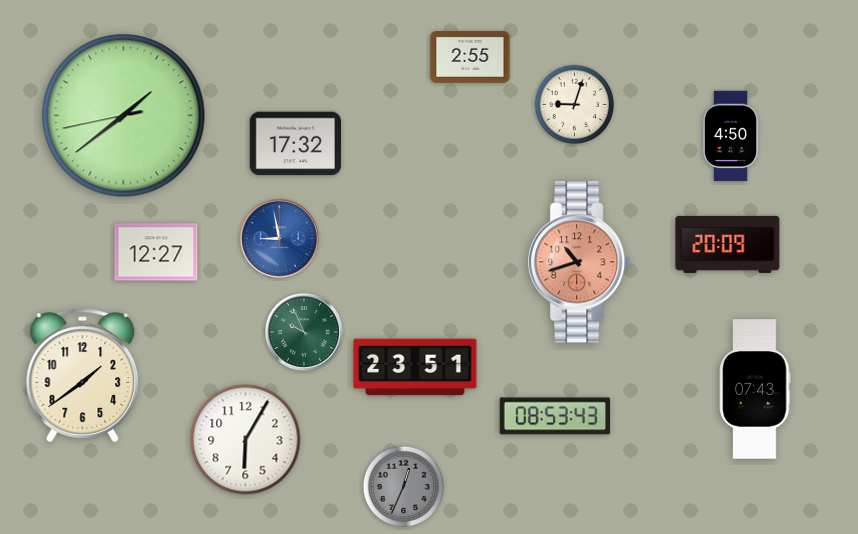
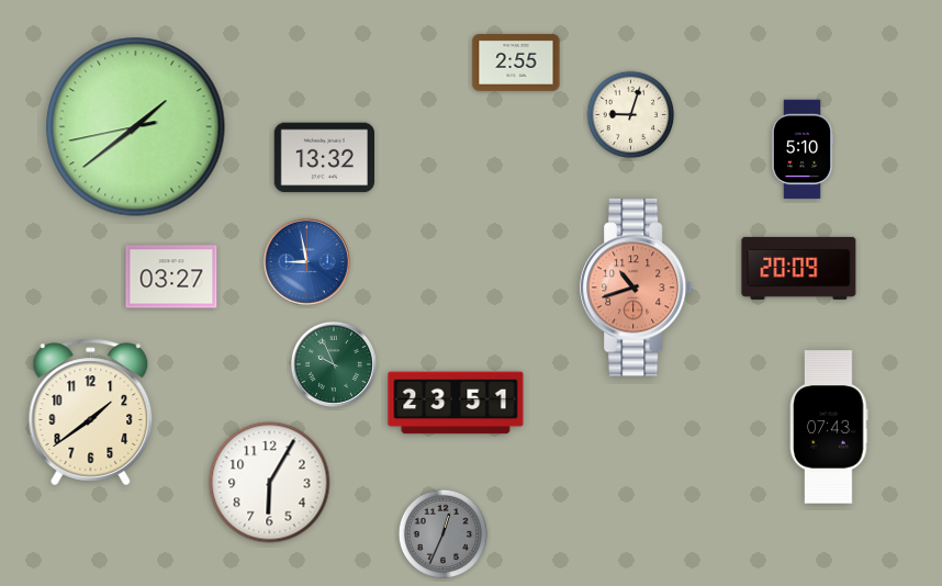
clock at (731, 136): 4:50 -> 5:10
clock at (295, 144): 17:32 -> 13:32
clock at (156, 252): 12:27 -> 03:27
clock at (555, 416): 08:53 -> none
